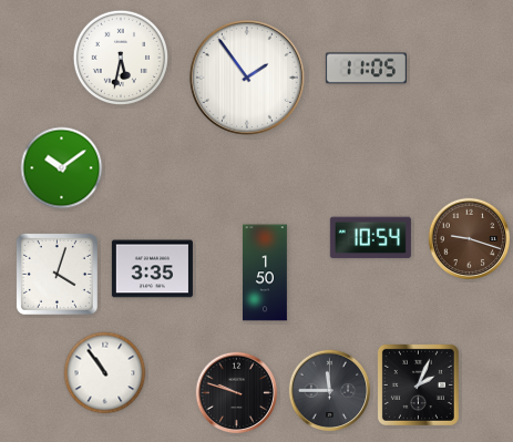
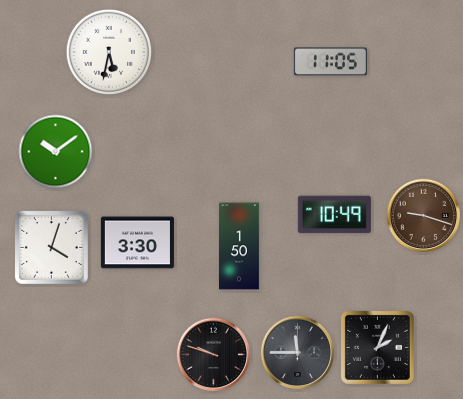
clock at (247, 78): 1:54 -> none
clock at (370, 238): 10:54 -> 10:49
clock at (152, 269): 3:35 -> 3:30
clock at (105, 373): 10:54 -> none
